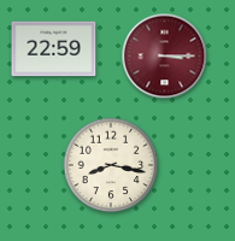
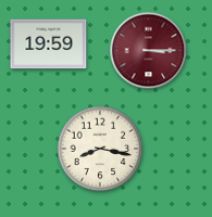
clock at (54, 49): 22:59 -> 19:59
